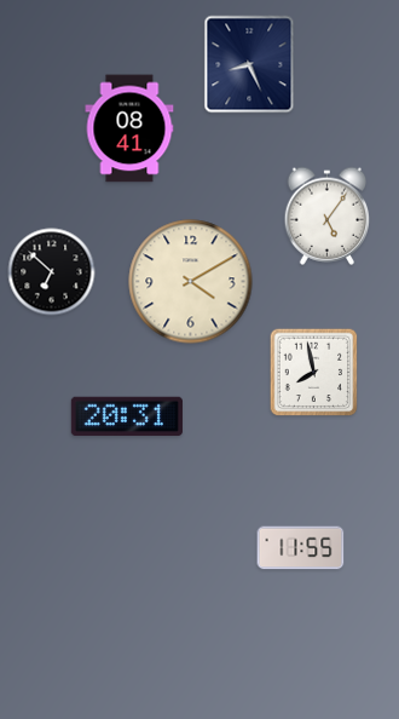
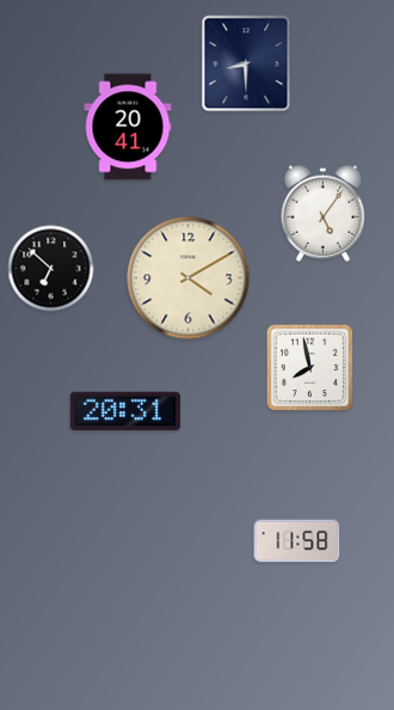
clock at (249, 64): 8:26 -> 8:30
clock at (129, 128): 08:41 -> 20:41
clock at (301, 548): 11:55 -> 11:58
